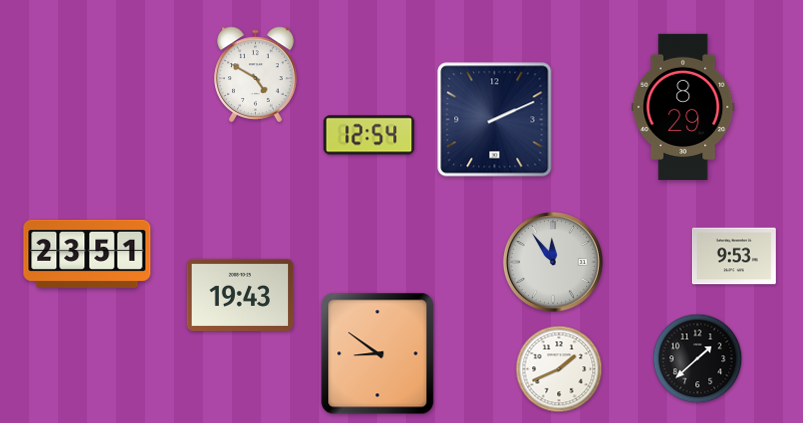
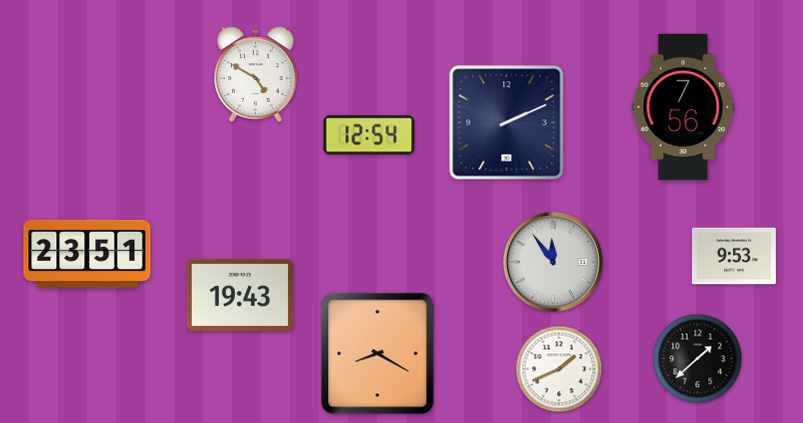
clock at (683, 107): 8:29 -> 7:56
clock at (495, 120) position: (495, 120) -> (507, 123)
clock at (378, 354): 8:51 -> 8:20
